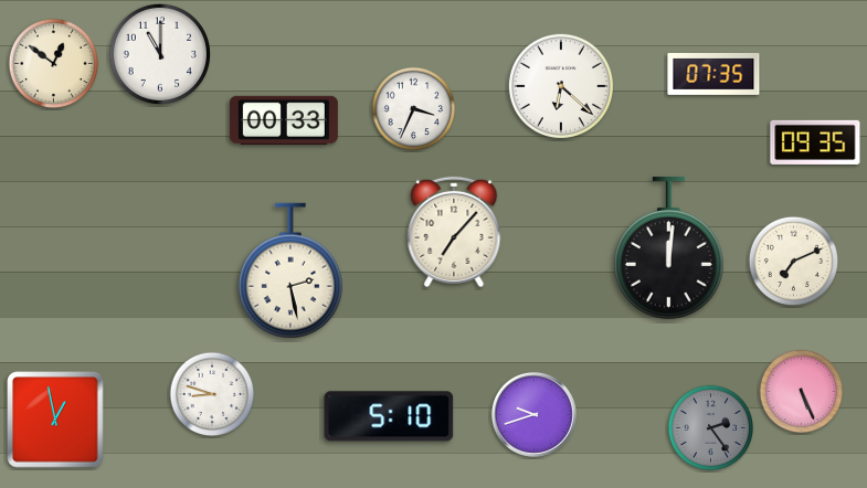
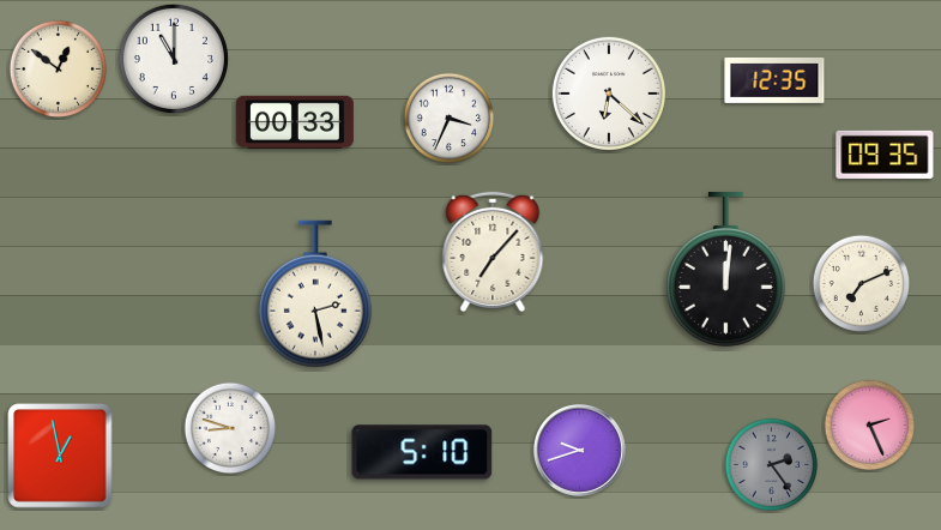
clock at (713, 74): 07:35 -> 12:35
clock at (284, 119) position: (284, 119) -> (295, 121)
clock at (802, 392): 5:26 -> 2:26
